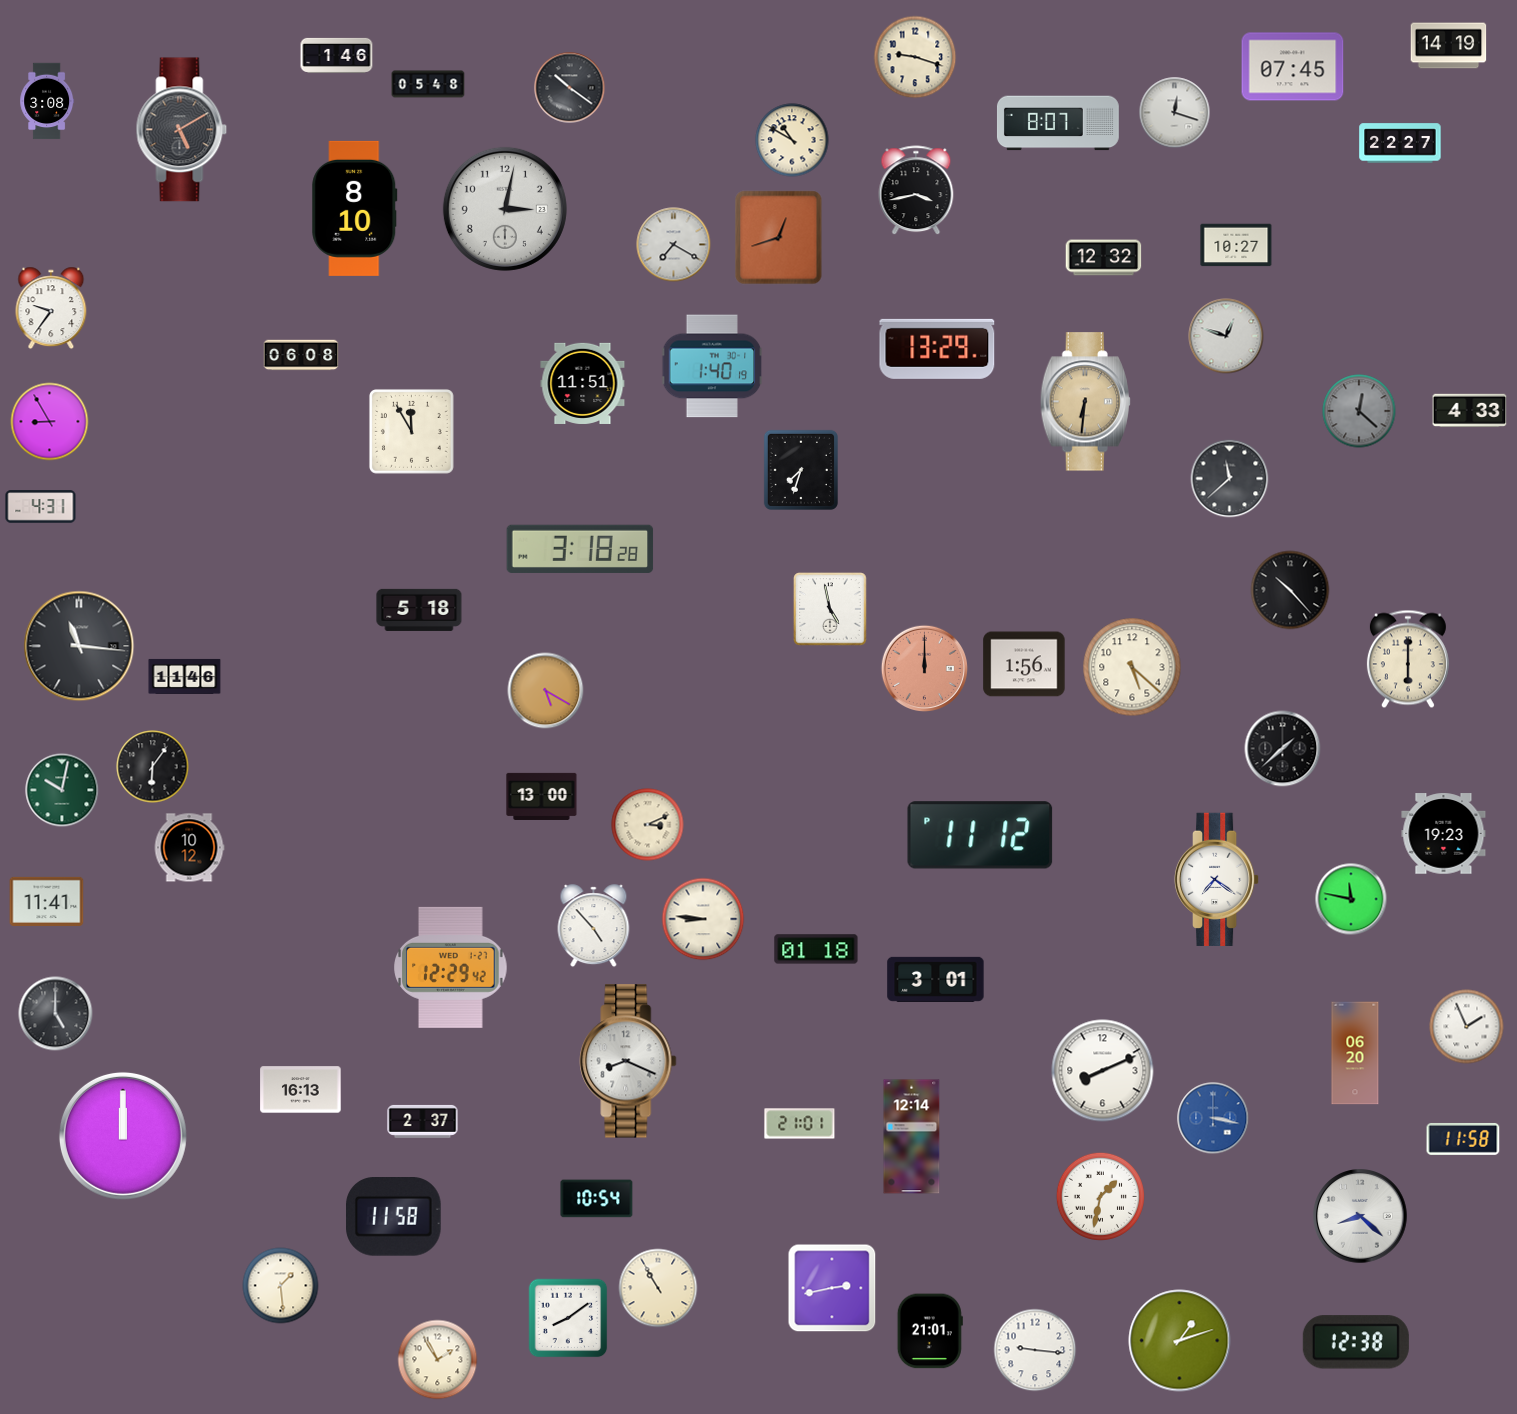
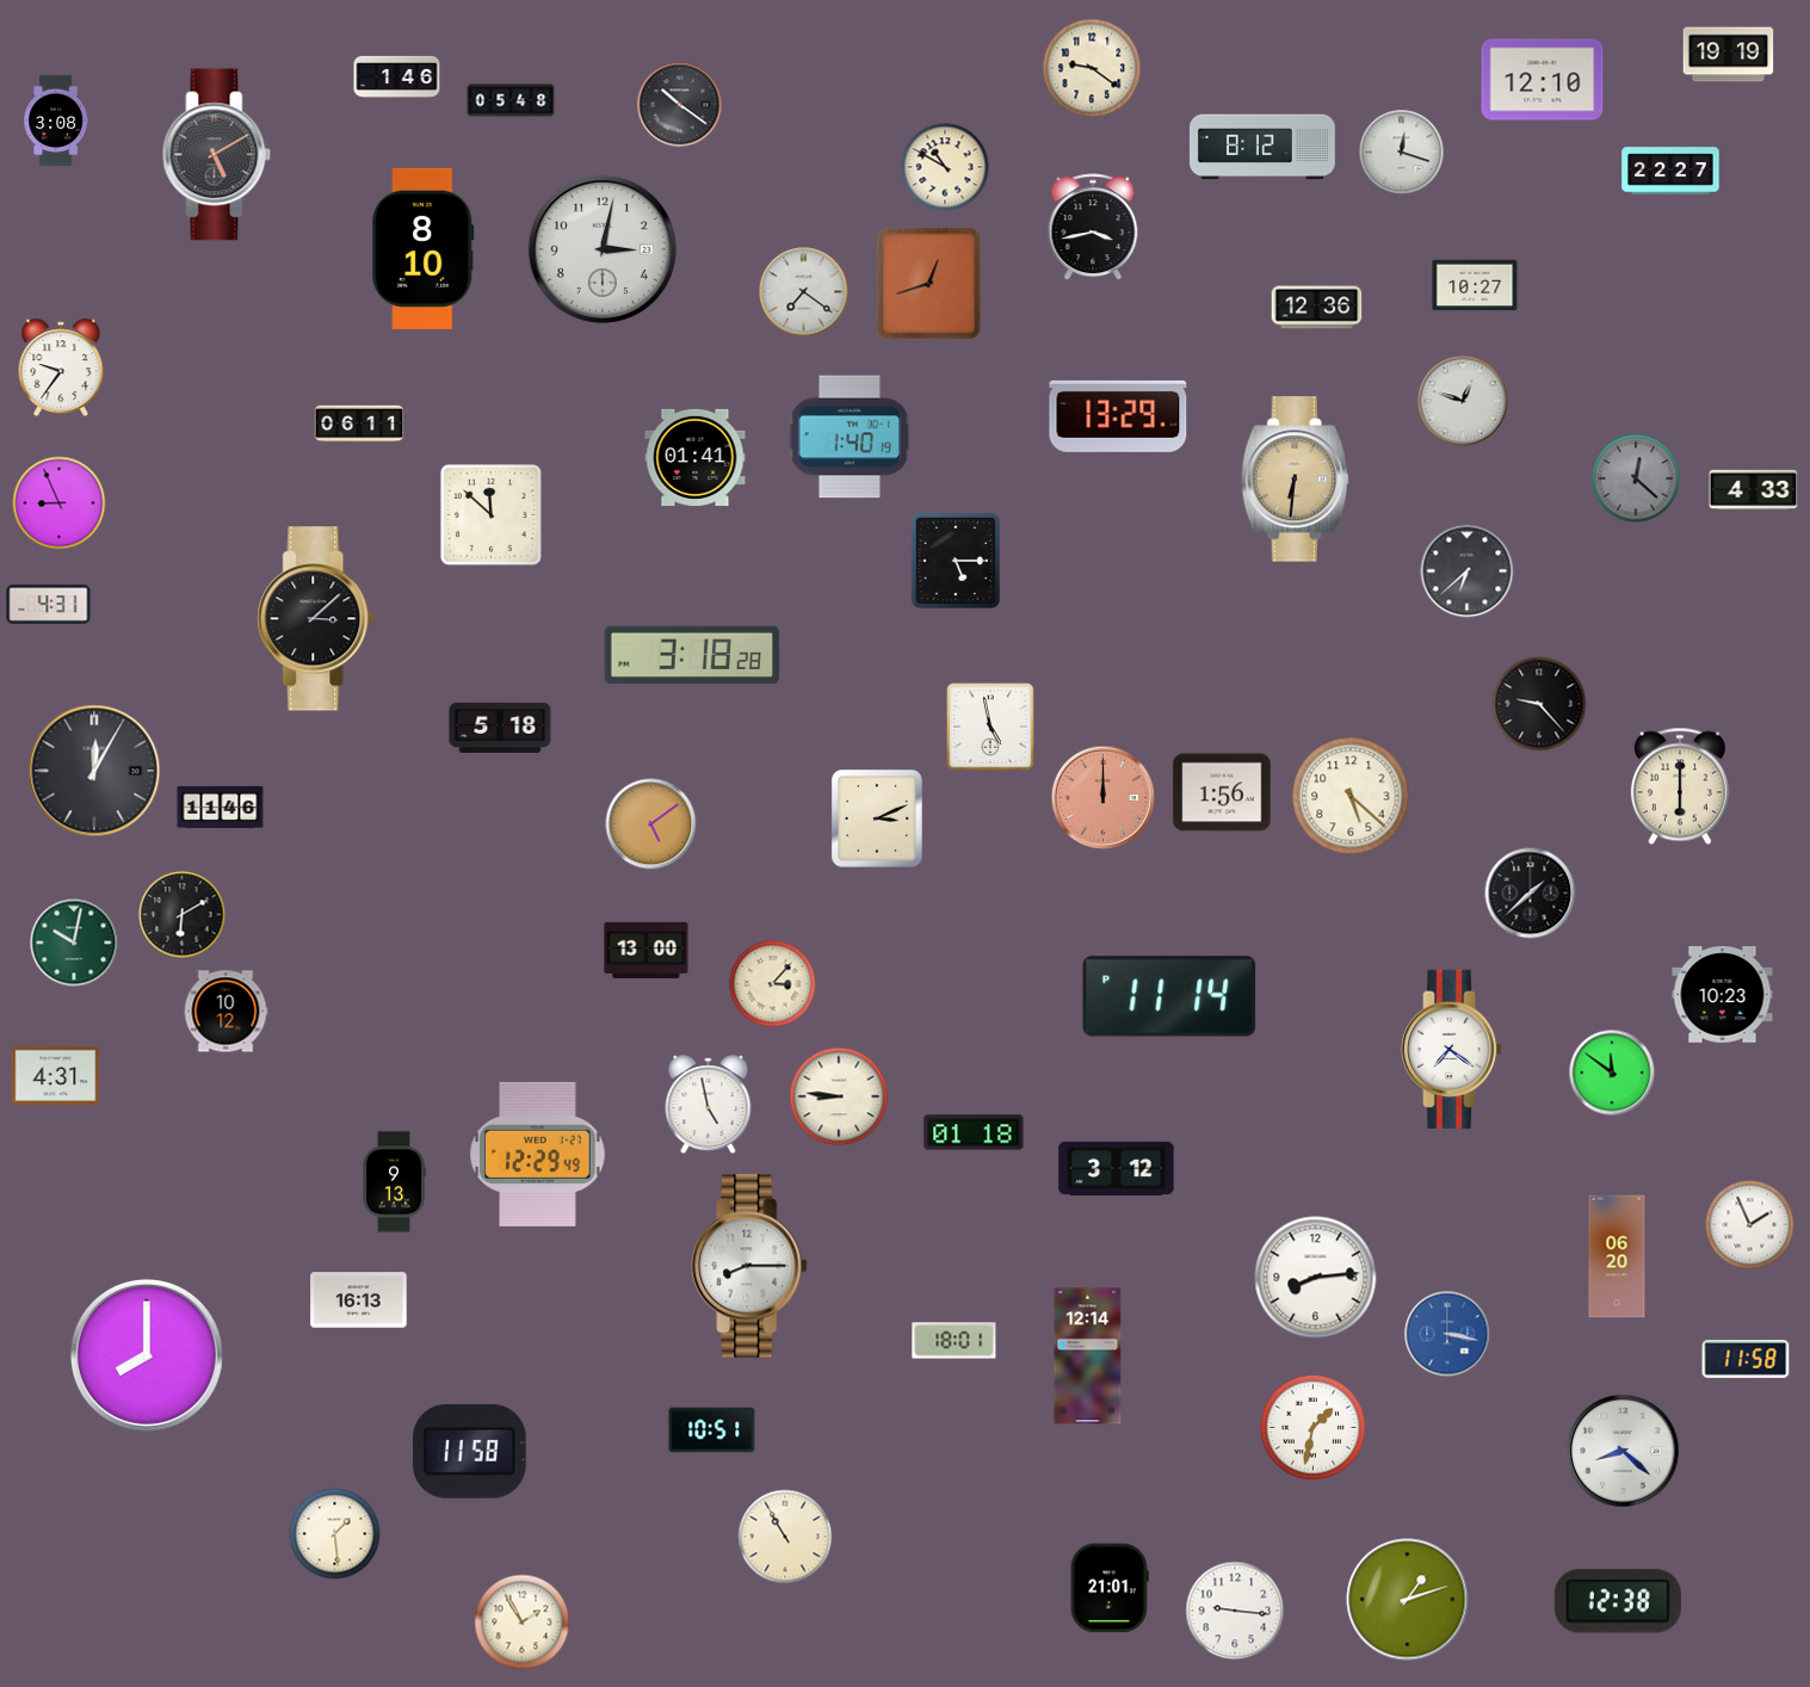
clock at (1449, 46): 14:19 -> 19:19
clock at (337, 55) position: (337, 55) -> (397, 76)
clock at (915, 57): 9:18 -> 9:21
clock at (1293, 67): 07:45 -> 12:10
clock at (1175, 113) position: (1175, 113) -> (1402, 153)
clock at (1058, 123): 8:07 -> 8:12
clock at (674, 245): 7:20 -> 7:21
clock at (1236, 245) position: (1236, 245) -> (1475, 285)
clock at (1104, 258): 12:32 -> 12:36
clock at (301, 355): 06:08 -> 06:11
clock at (583, 383): 11:51 -> 01:41
clock at (1359, 411) position: (1359, 411) -> (1636, 478)
clock at (50, 422): 8:55 -> 8:56
clock at (411, 431): 11:55 -> 11:52
clock at (801, 470): 7:33 -> 5:15
clock at (1230, 479): 11:38 -> 6:38
clock at (316, 619): none -> 3:08
clock at (1290, 590): 10:23 -> 9:23
clock at (79, 646): 11:16 -> 12:05
clock at (877, 818): none -> 3:11
clock at (546, 691): 5:20 -> 5:09
clock at (153, 767): 6:06 -> 6:10
clock at (648, 825): 3:11 -> 3:07
clock at (1444, 834): 19:23 -> 10:23
clock at (980, 835): 11:12 -> 11:14
clock at (1351, 899): 11:47 -> 11:51
clock at (47, 901): 11:41 -> 4:31
clock at (594, 926): 4:53 -> 4:58
clock at (451, 967): 12:29:42 -> 12:29:49
clock at (936, 979): 3:01 -> 3:12
clock at (394, 1182): none -> 9:13
clock at (56, 1014): 5:00 -> none
clock at (628, 1061): 8:19 -> 8:15
clock at (1103, 1071): 8:11 -> 8:14
clock at (423, 1121): 2:37 -> none
clock at (800, 1124): 21:01 -> 18:01
clock at (123, 1136): 12:00 -> 8:00
clock at (597, 1199): 10:54 -> 10:51
clock at (832, 1288): 2:43 -> none
clock at (568, 1318): 8:09 -> none
